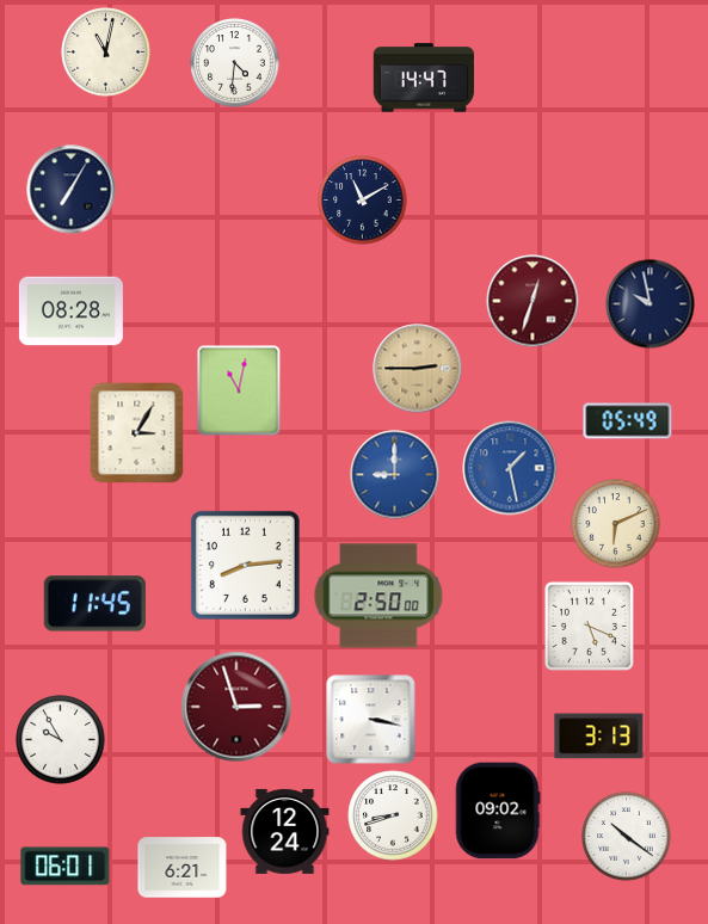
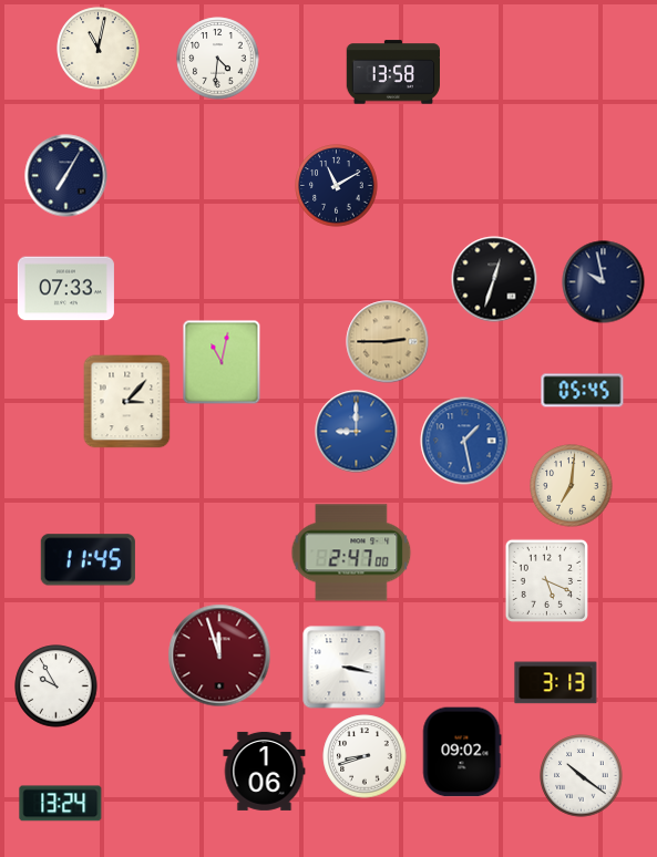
clock at (423, 78): 14:47 -> 13:58
clock at (532, 301) dial: burgundy -> black
clock at (70, 312): 08:28 -> 07:33
clock at (628, 421): 05:49 -> 05:45
clock at (137, 433): 3:05 -> 3:07
clock at (510, 468) position: (510, 468) -> (464, 441)
clock at (395, 475) position: (395, 475) -> (357, 432)
clock at (616, 524): 6:11 -> 7:01
clock at (245, 565): 8:14 -> none
clock at (378, 596): 2:50 -> 2:47
clock at (236, 707): 2:57 -> 11:57
clock at (285, 831): 12:24 -> 1:06
clock at (66, 867): 06:01 -> 13:24
clock at (183, 868): 6:21 -> none
